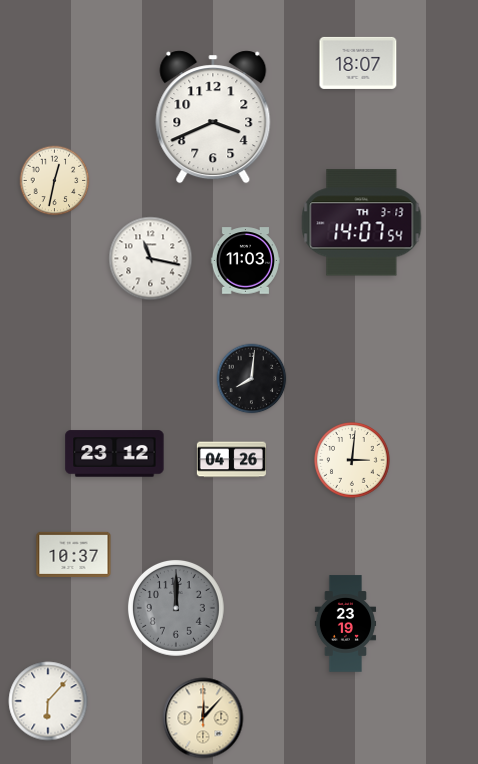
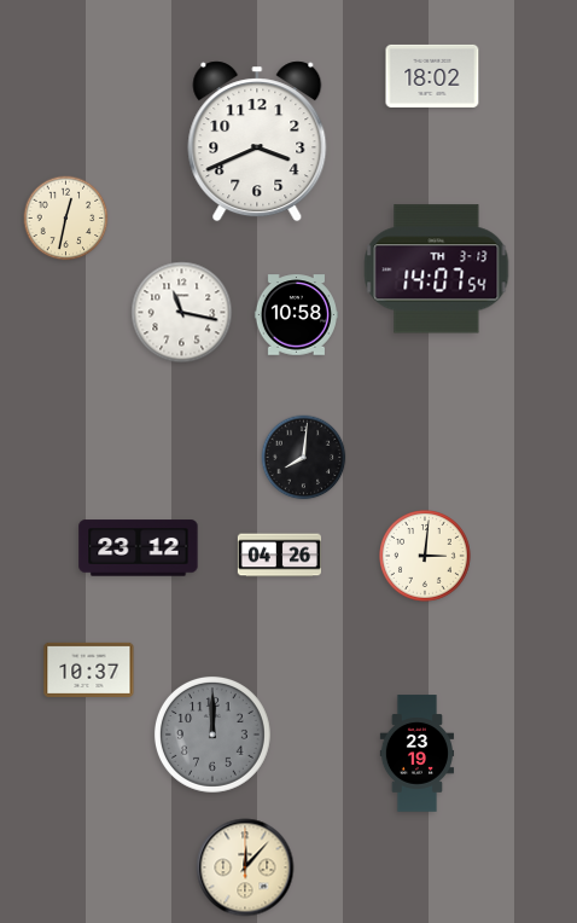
clock at (358, 63): 18:07 -> 18:02
clock at (245, 261): 11:03 -> 10:58
clock at (48, 701): 6:07 -> none
